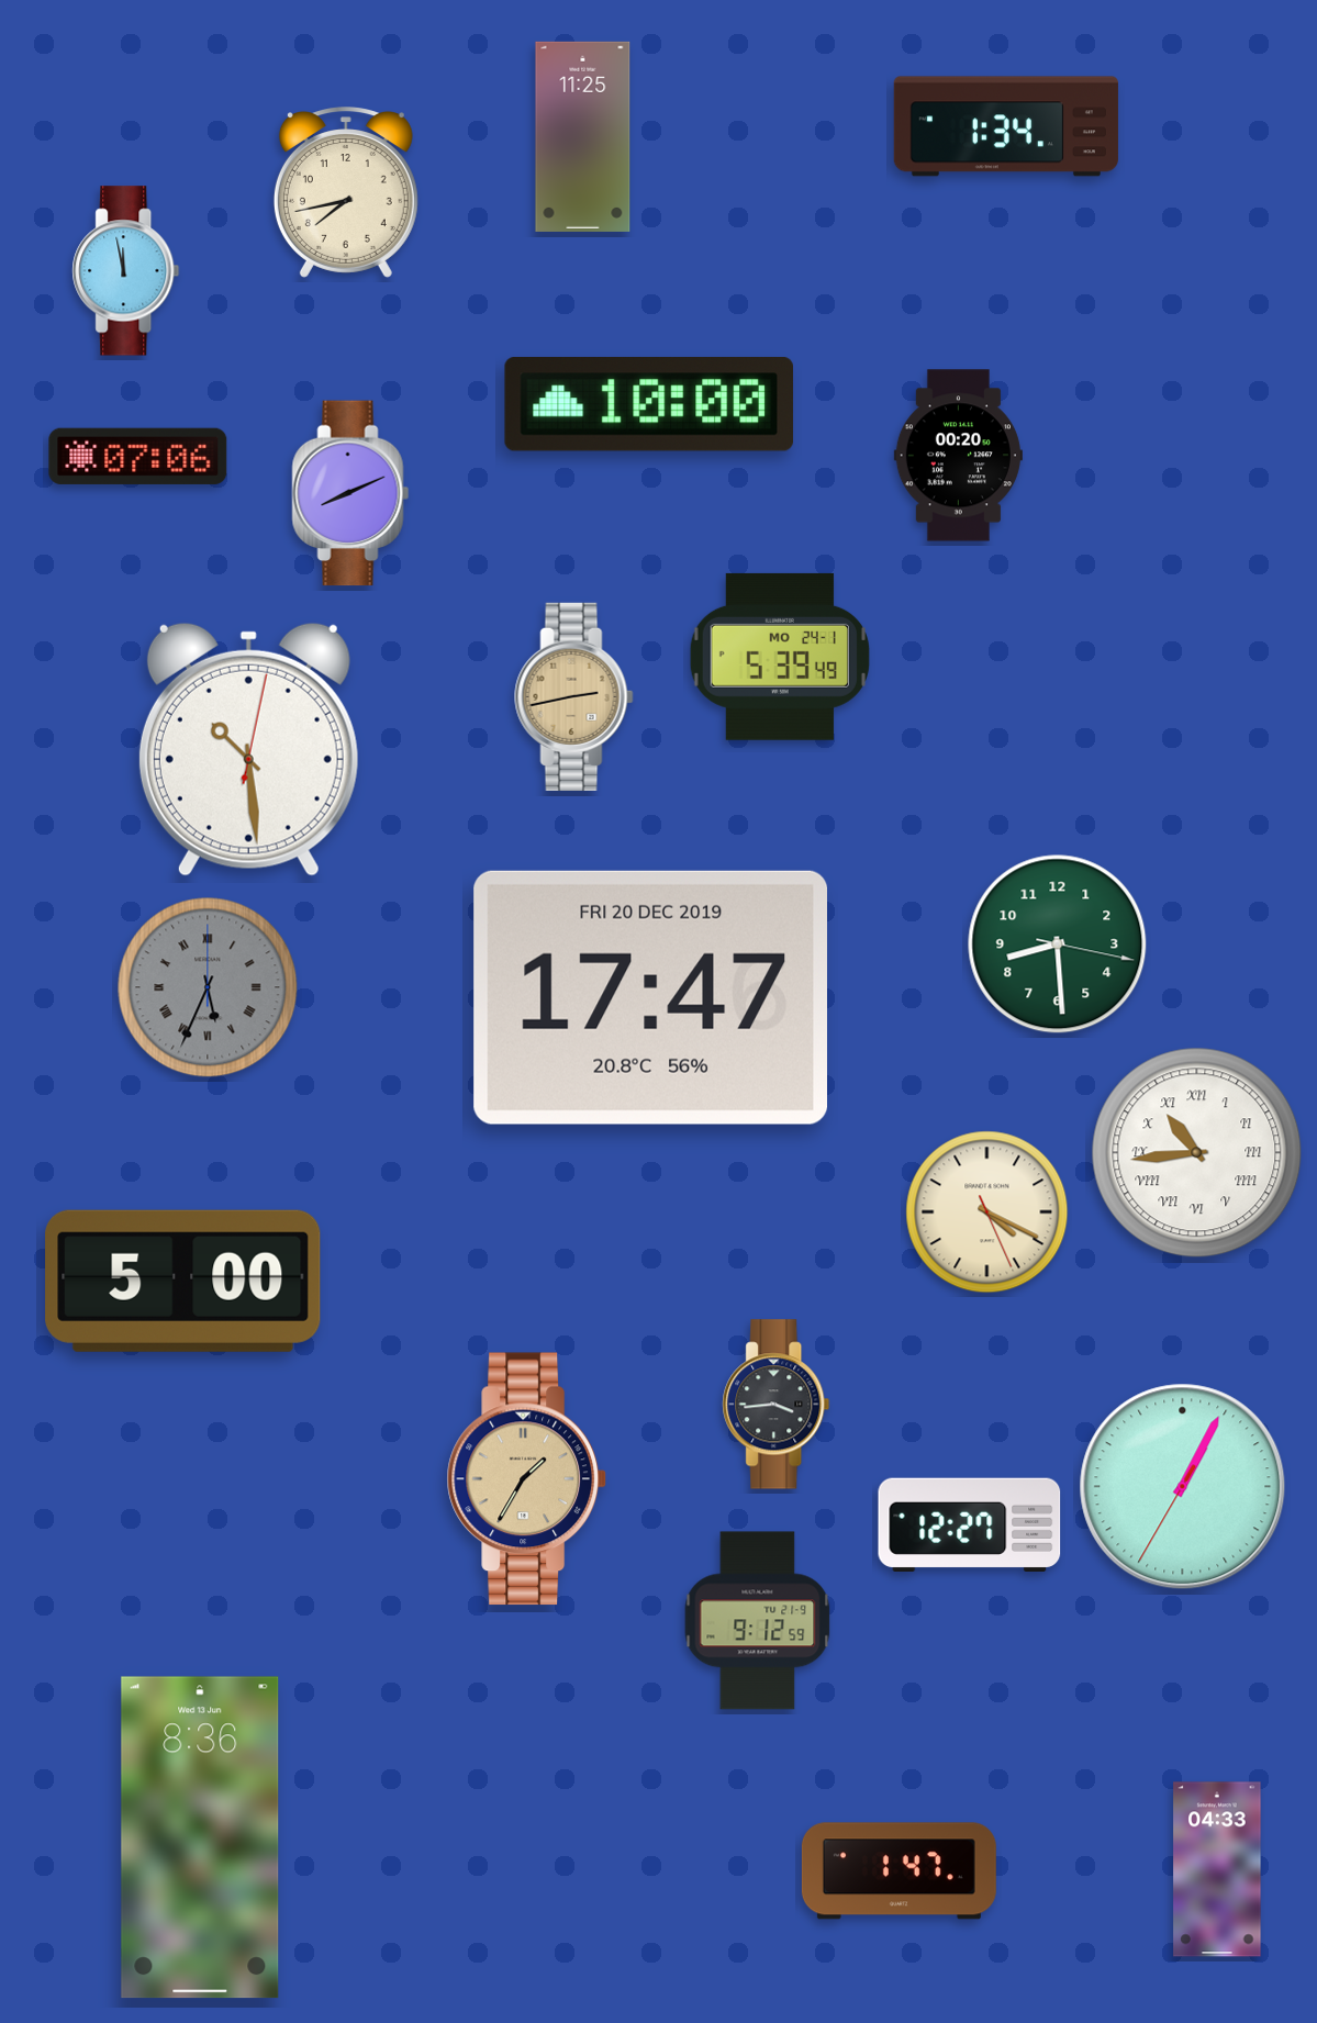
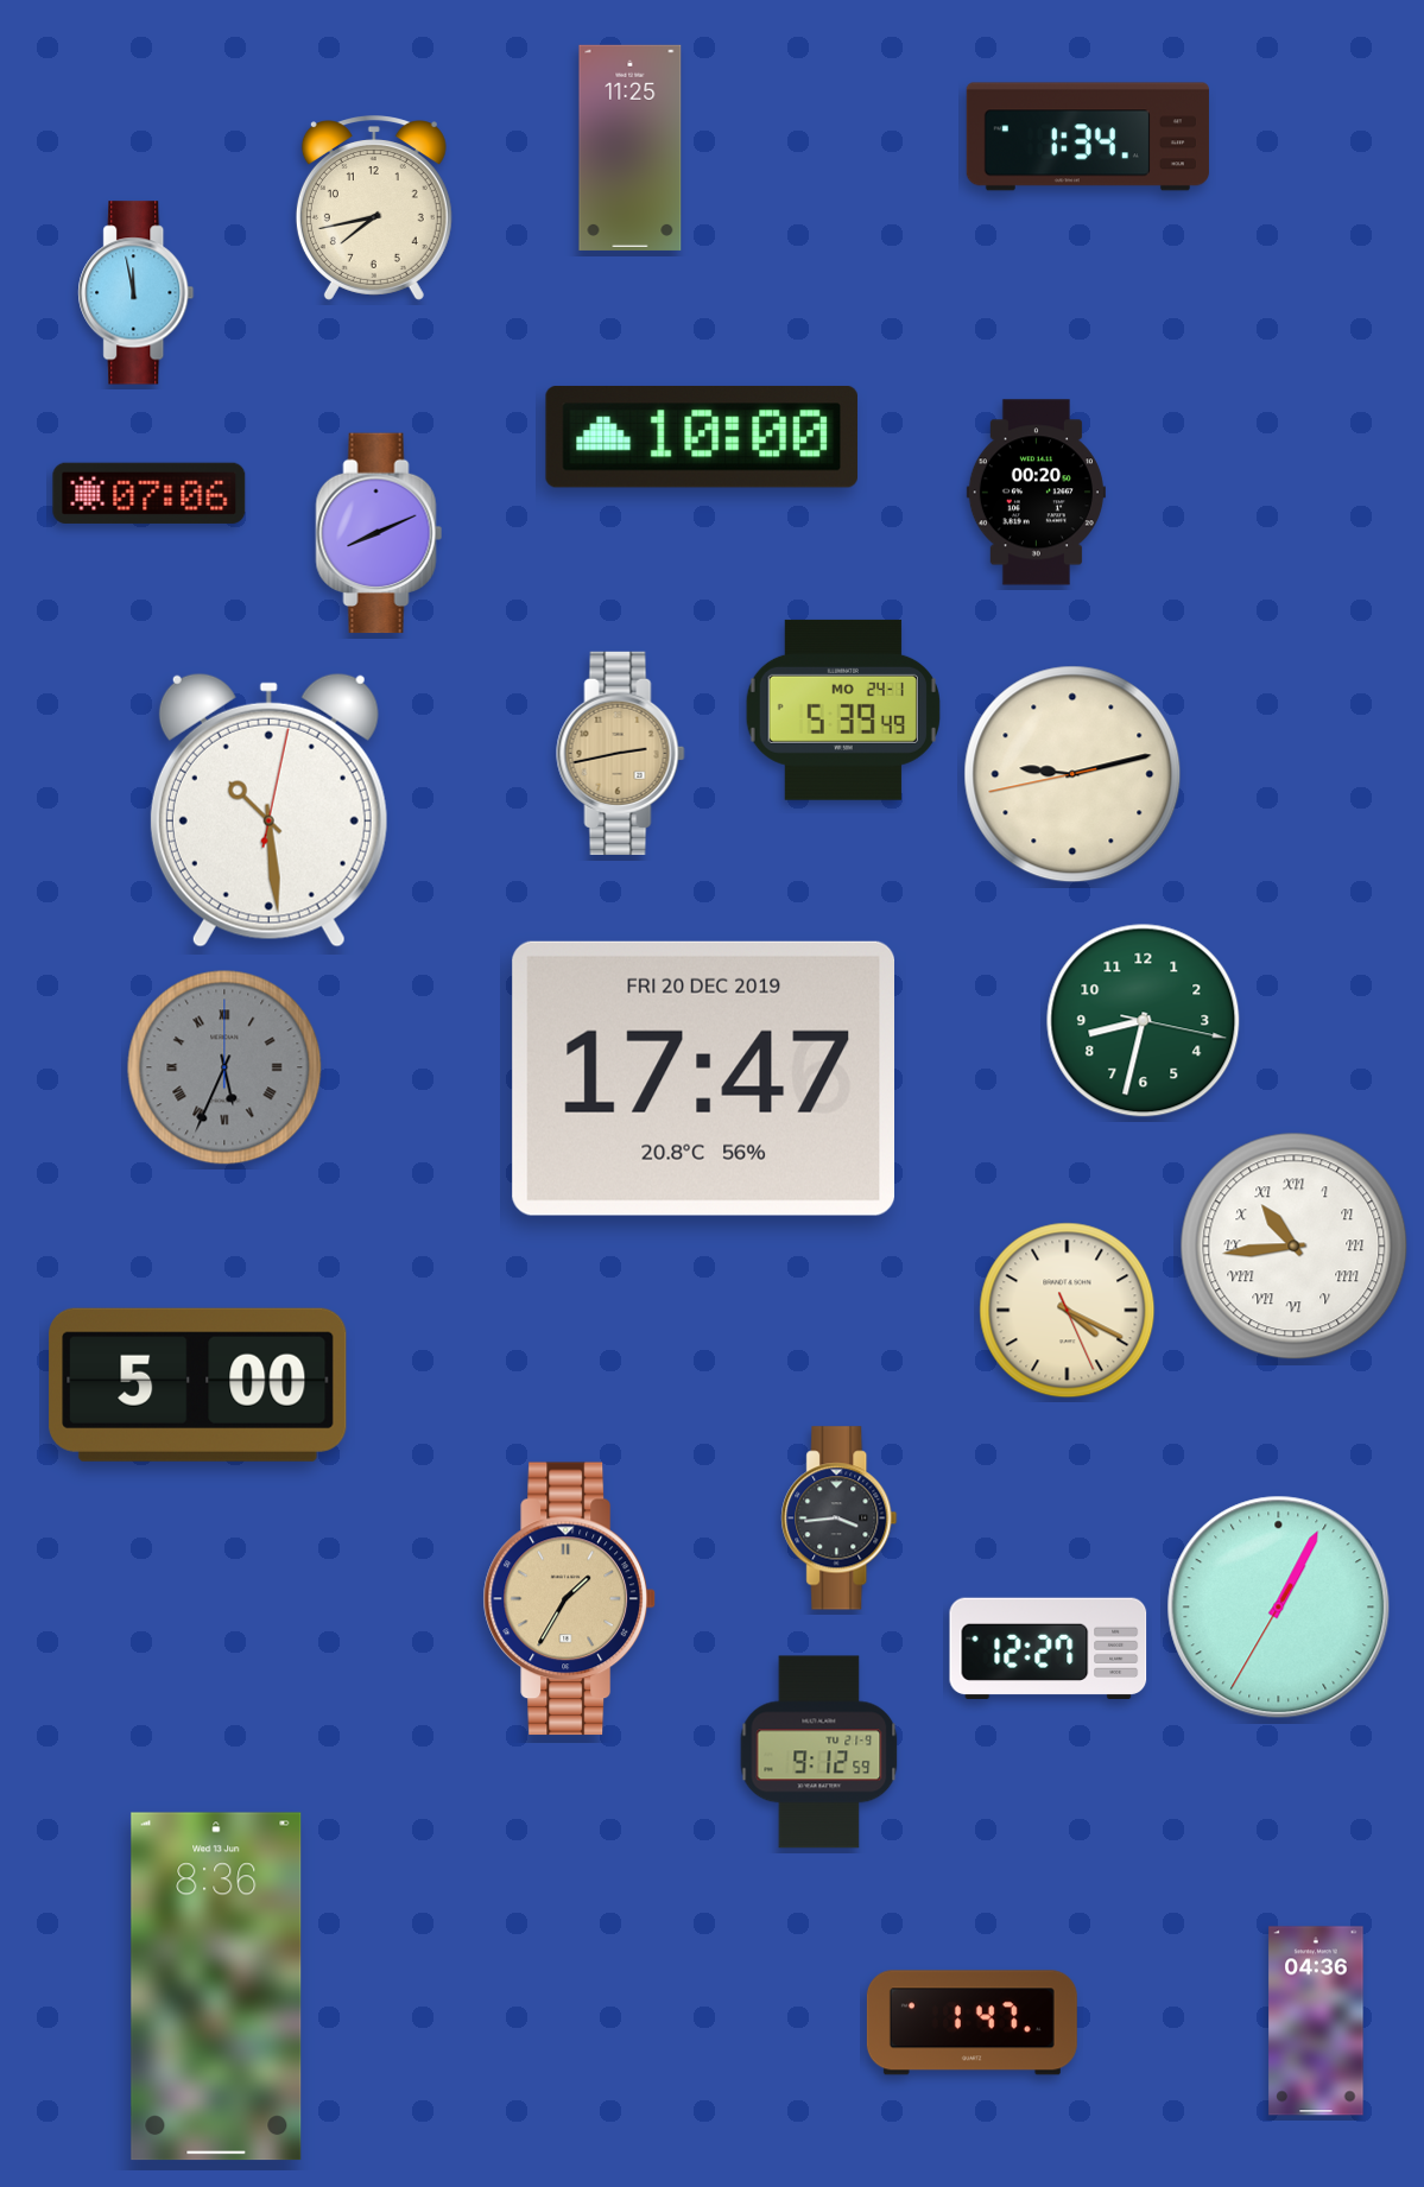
clock at (1072, 774): none -> 9:12
clock at (1058, 945): 8:29 -> 8:32
clock at (1217, 1869): 04:33 -> 04:36
